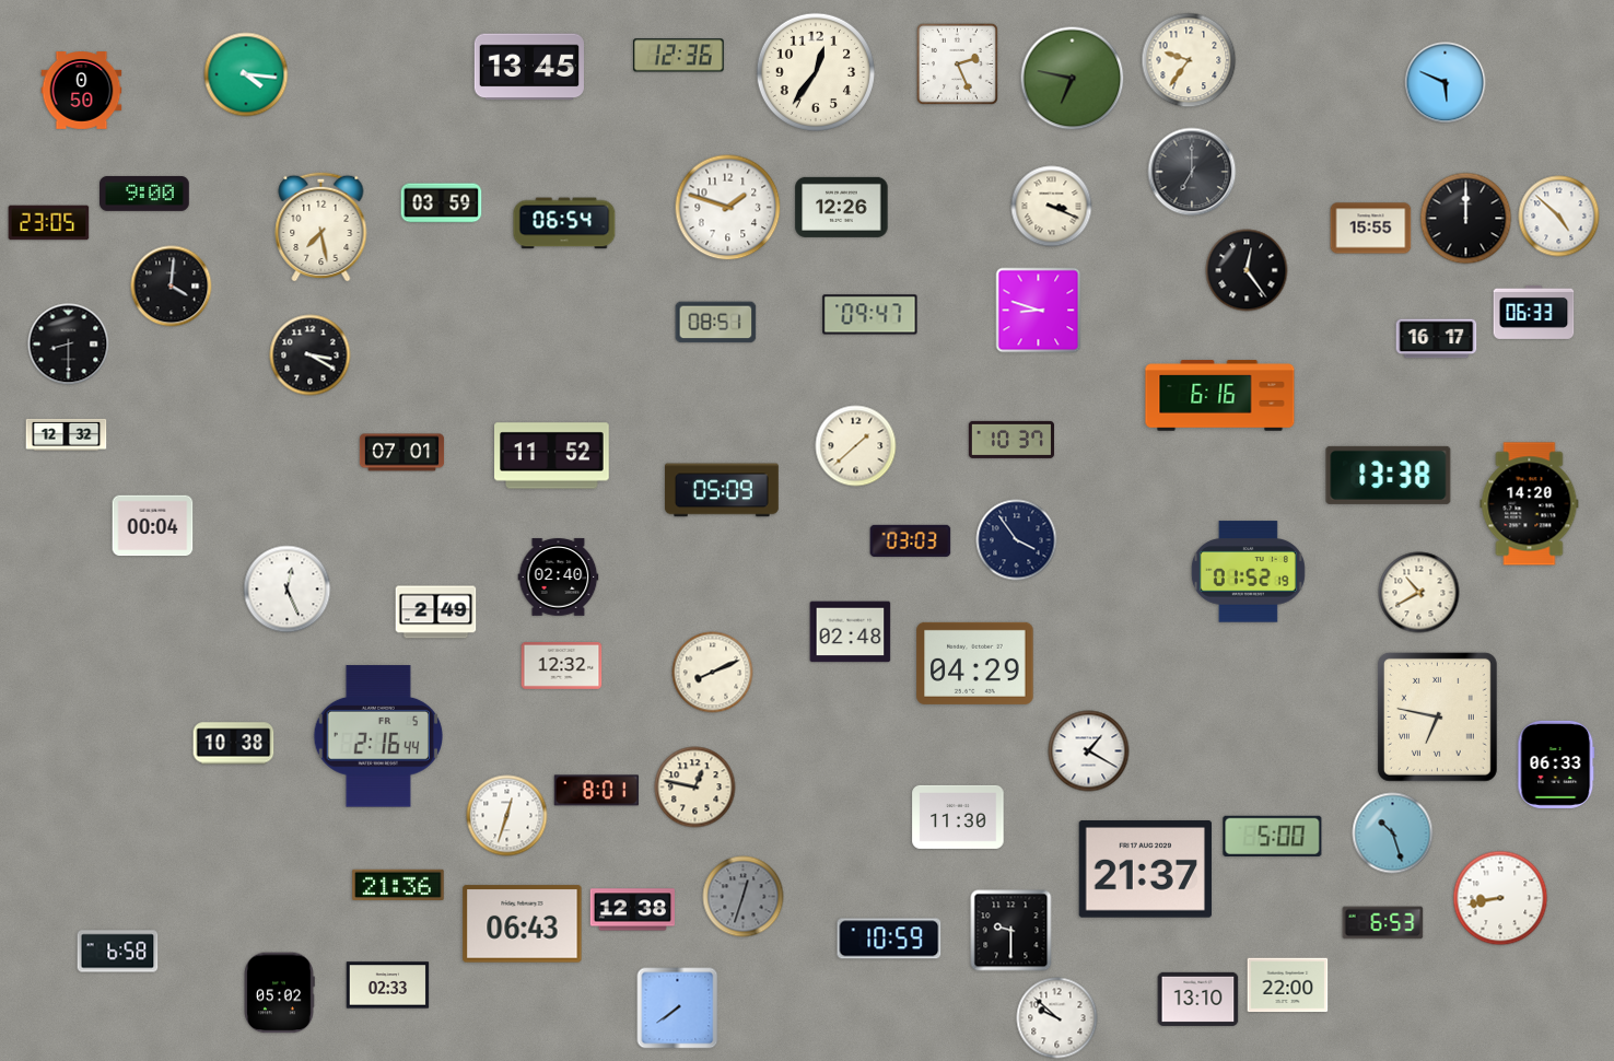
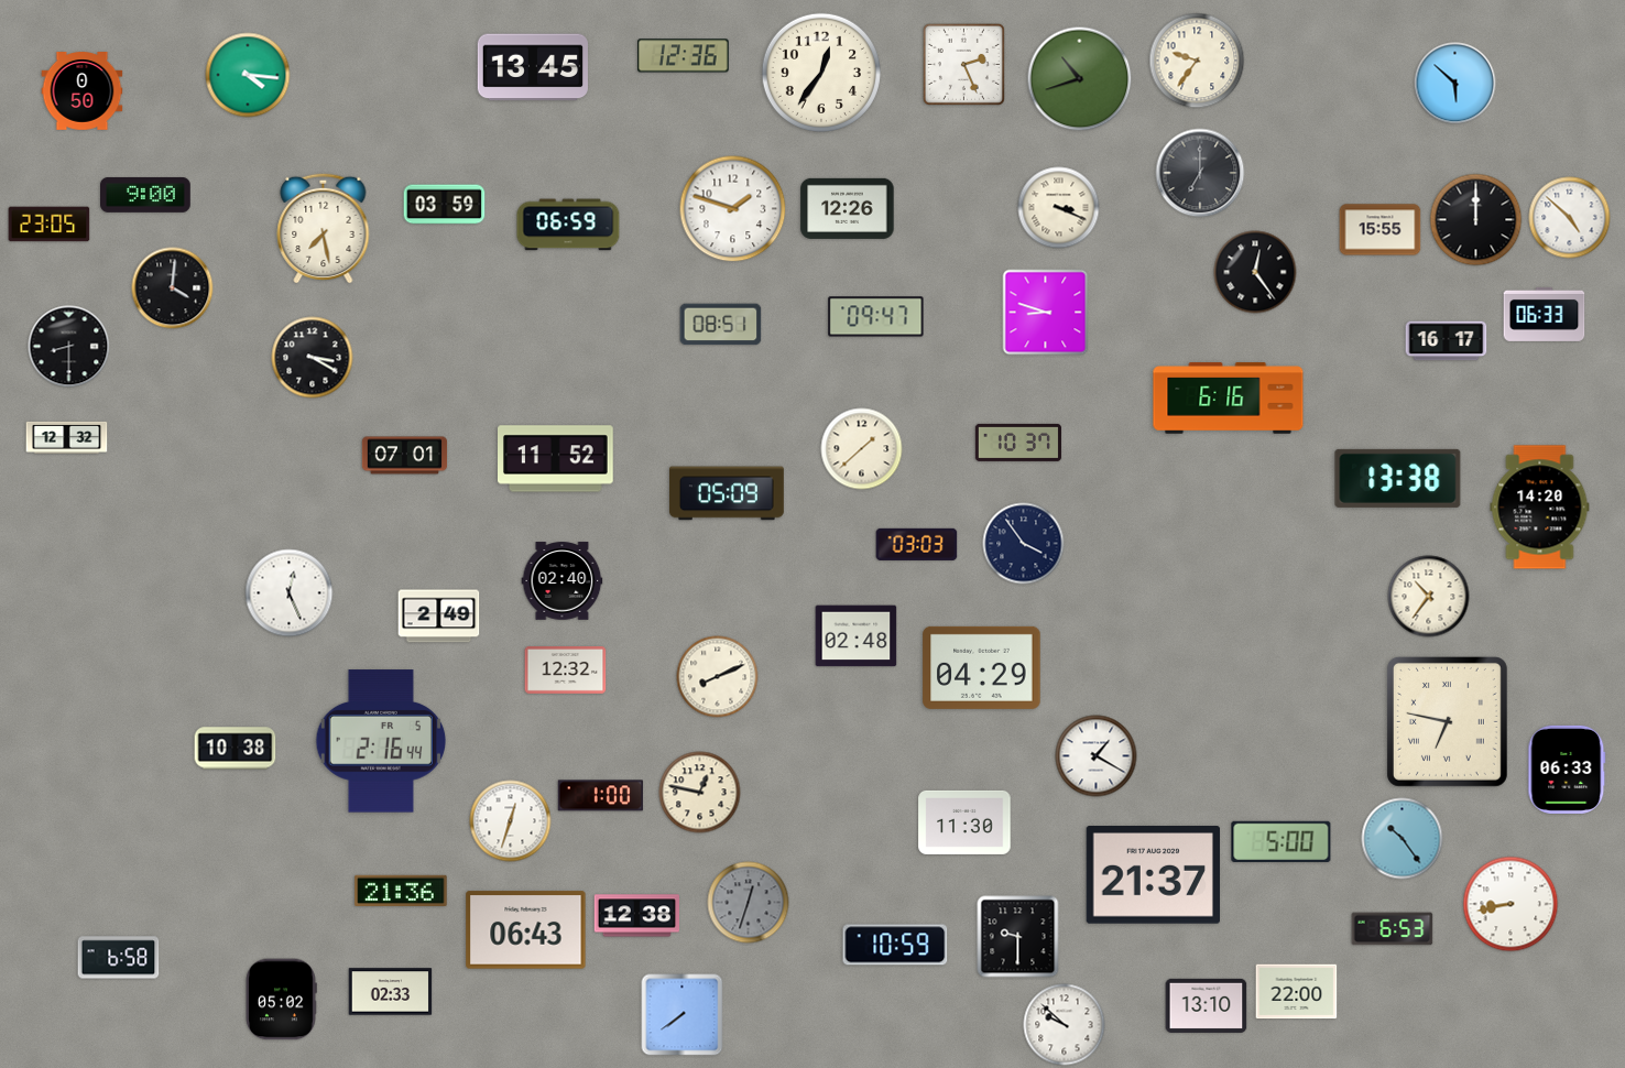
clock at (1073, 79): 6:47 -> 10:42
clock at (1446, 83): 5:49 -> 5:52
clock at (564, 223): 06:54 -> 06:59
clock at (153, 526): 00:04 -> none
clock at (1248, 572): 01:52 -> none
clock at (1419, 593): 10:40 -> 10:36
clock at (596, 791): 8:01 -> 1:00
clock at (1393, 833): 10:27 -> 10:24
